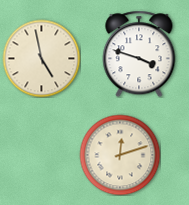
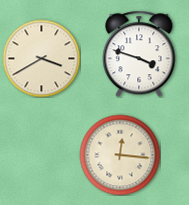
clock at (41, 58): 4:58 -> 3:40
clock at (120, 155): 12:12 -> 12:16
